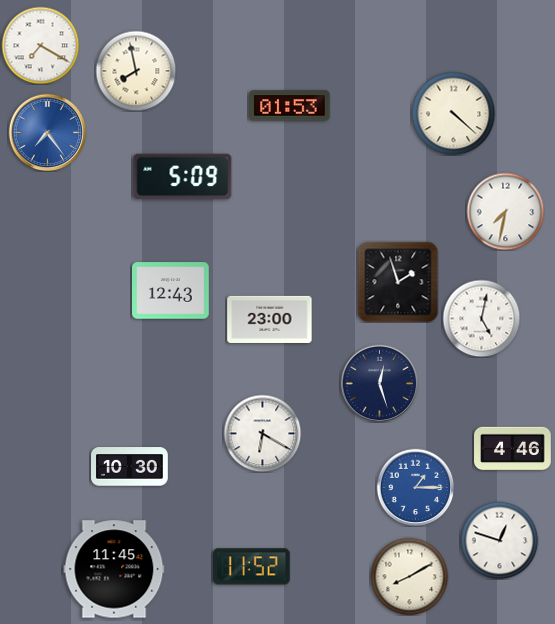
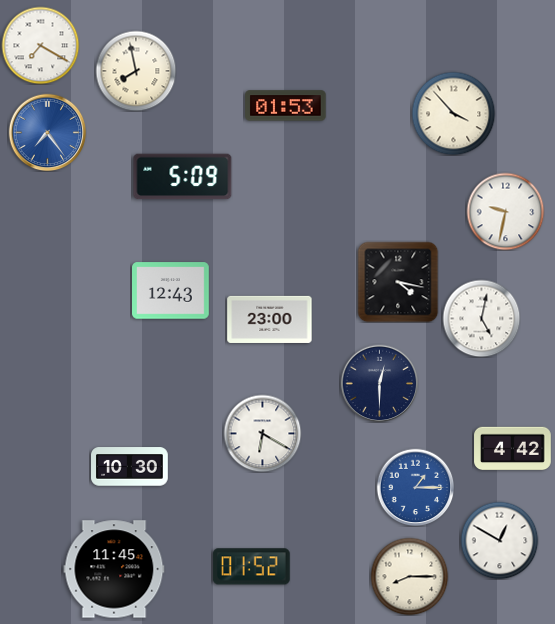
clock at (290, 106) position: (290, 106) -> (286, 106)
clock at (453, 113): 4:22 -> 3:53
clock at (505, 211): 7:32 -> 9:32
clock at (398, 282): 1:57 -> 4:17
clock at (379, 383): 12:27 -> 12:30
clock at (513, 449): 4:46 -> 4:42
clock at (499, 540): 12:48 -> 12:50
clock at (251, 567): 11:52 -> 01:52
clock at (409, 576): 8:10 -> 8:15
